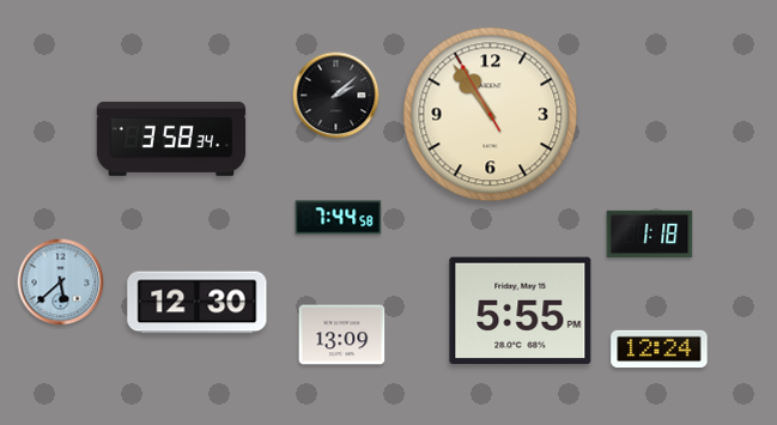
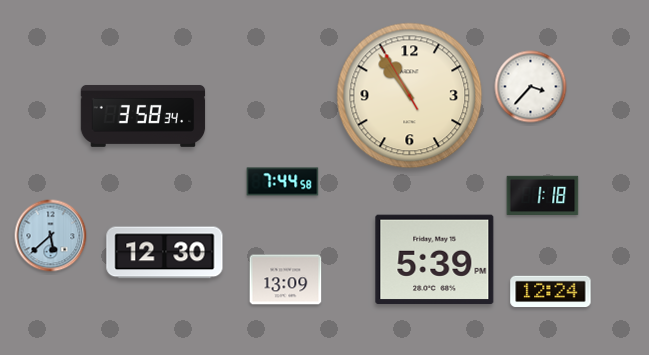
clock at (336, 96): 2:08 -> none
clock at (531, 87): none -> 3:37
clock at (521, 311): 5:55 -> 5:39
